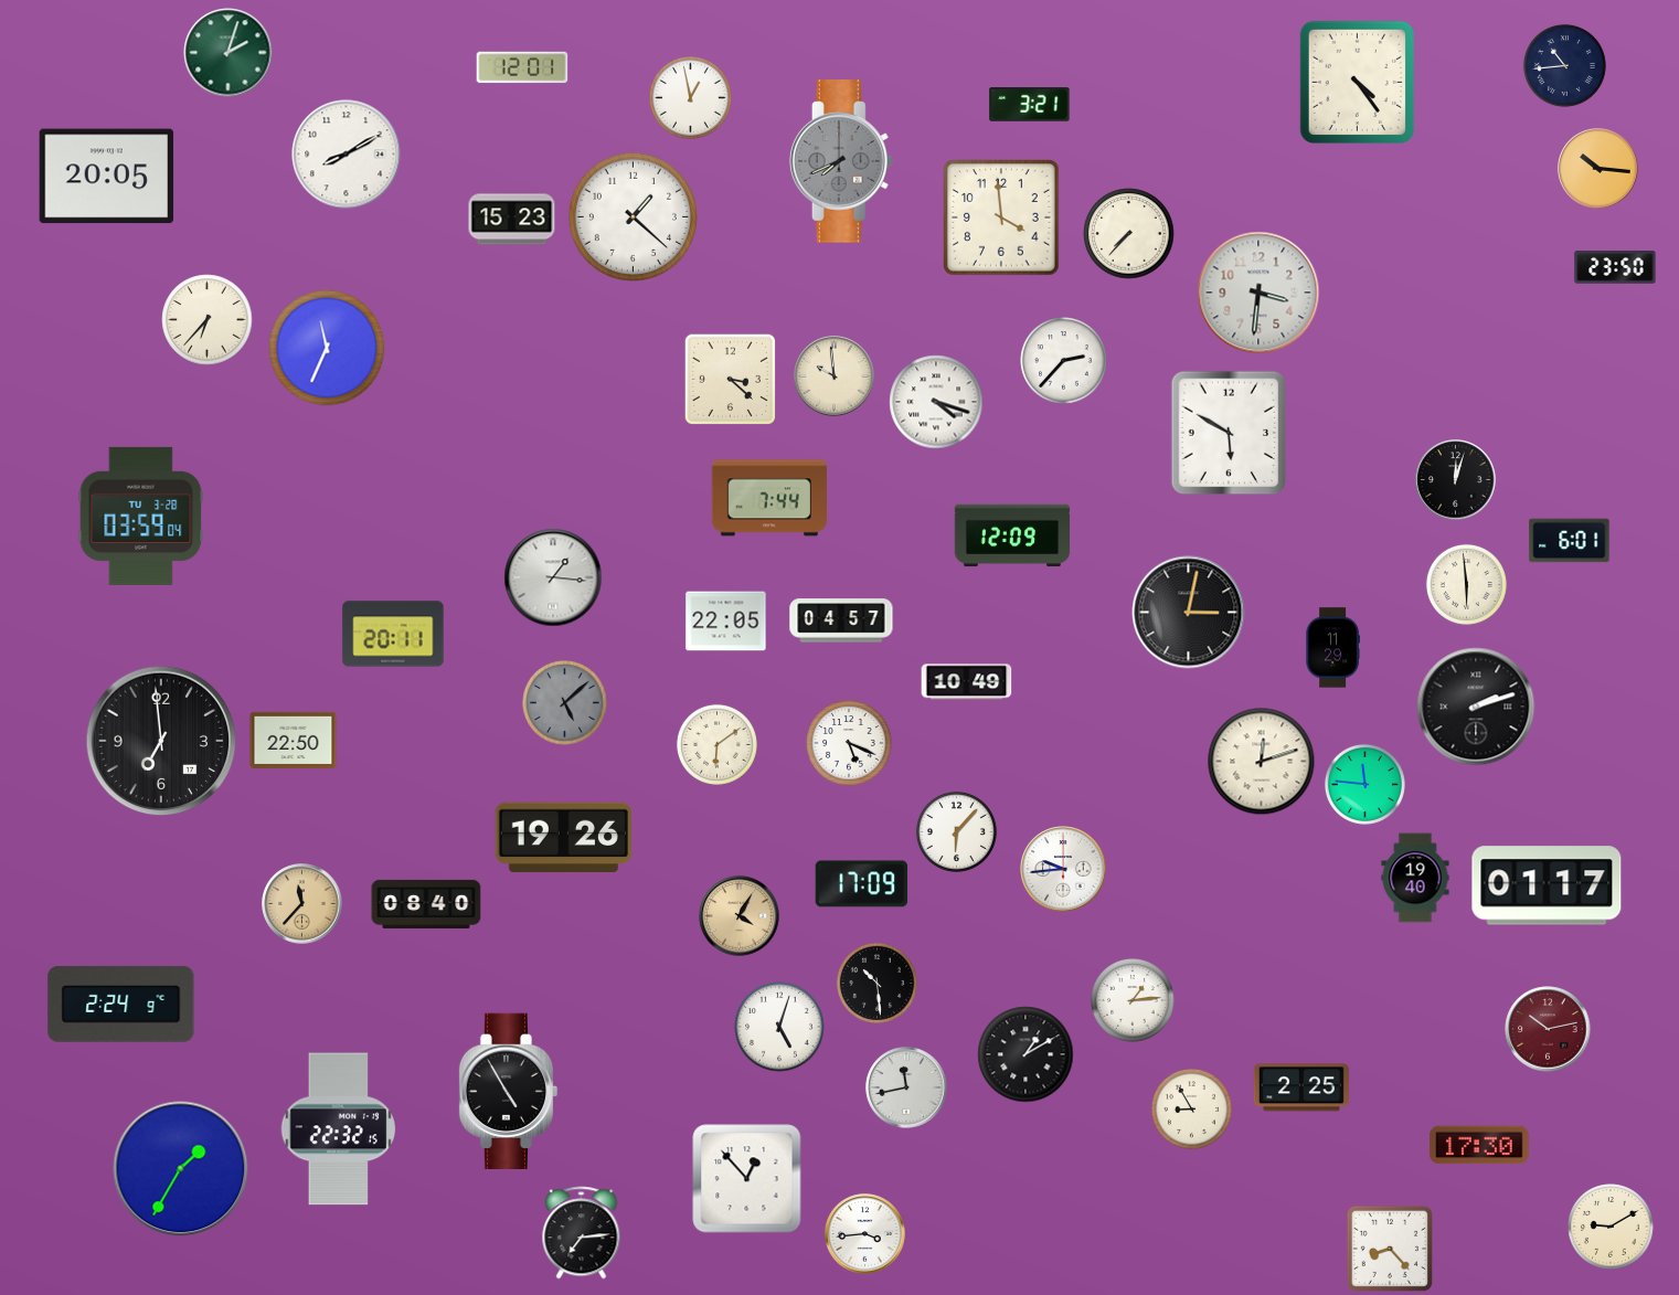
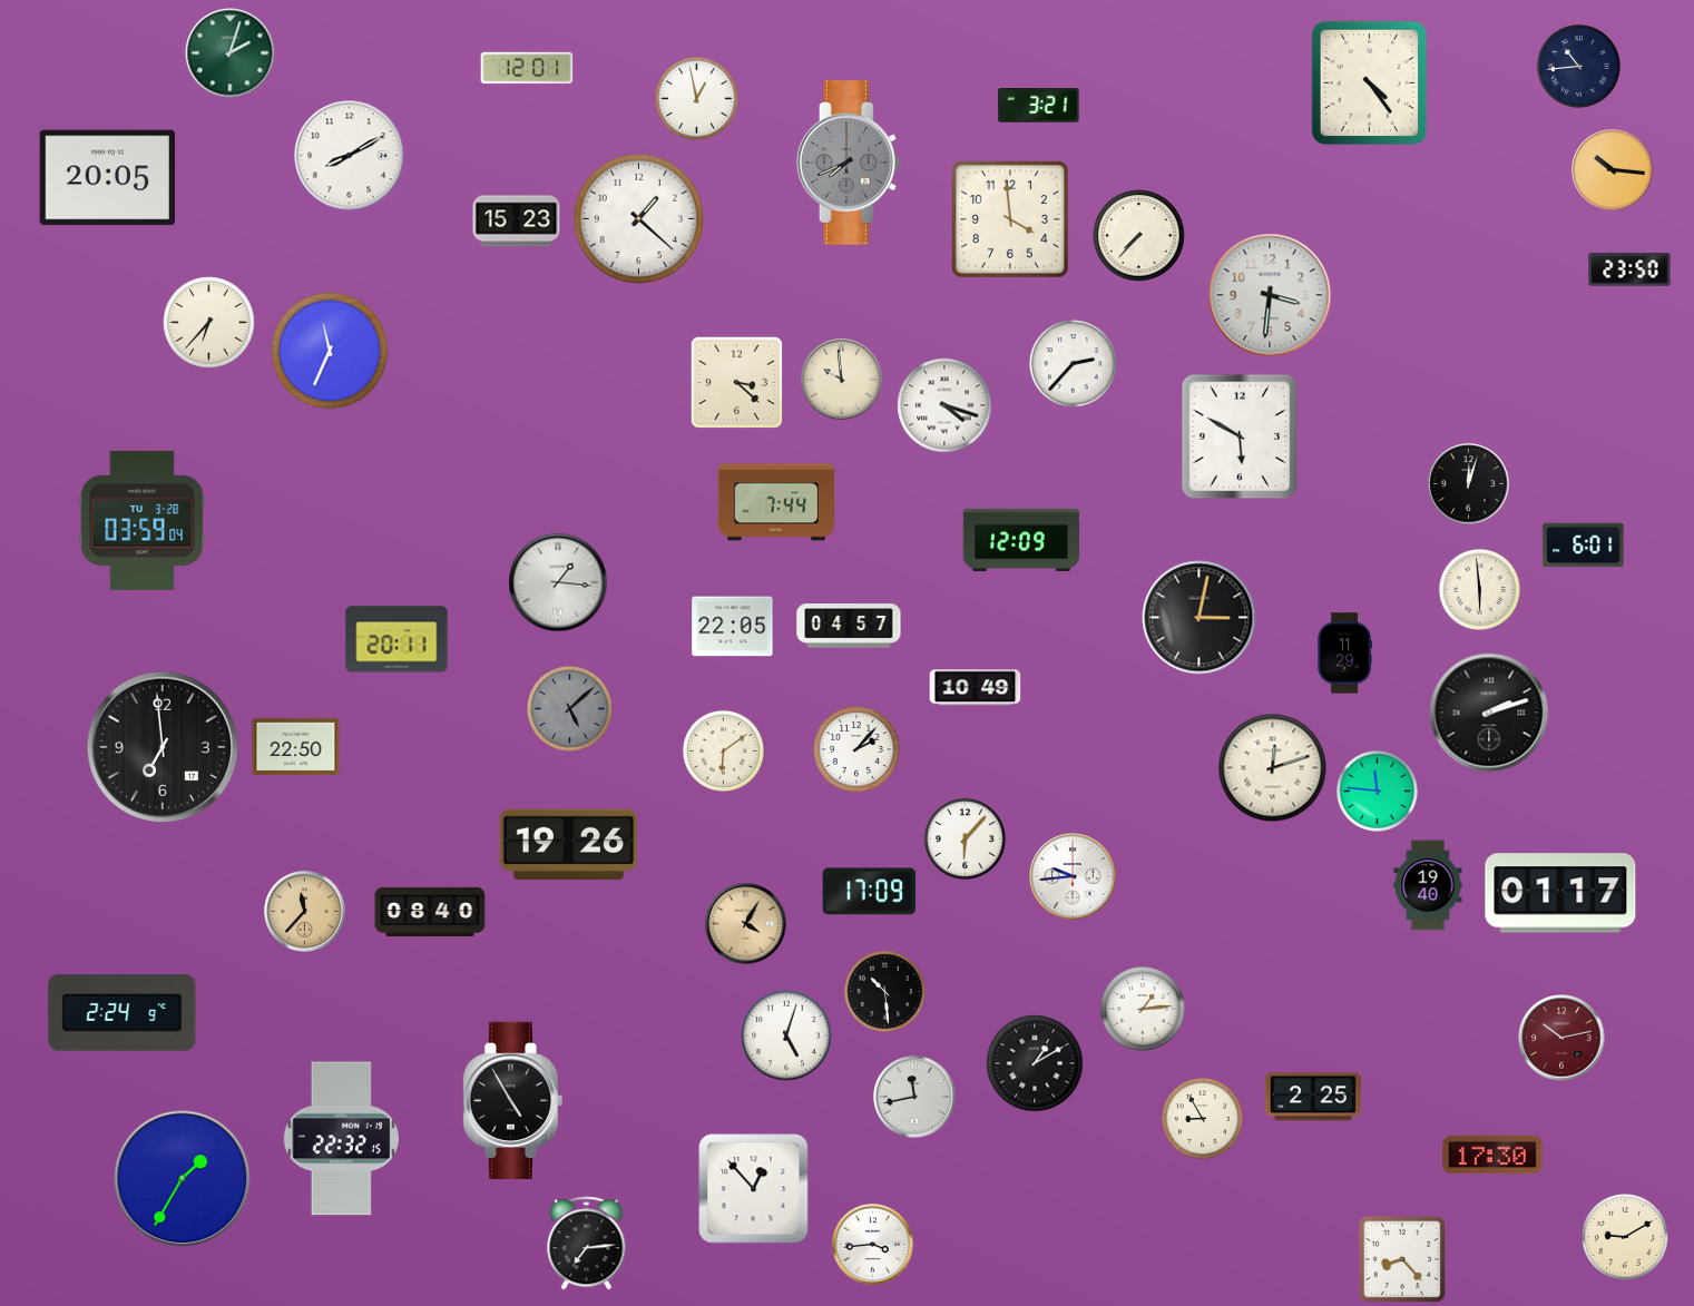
clock at (849, 743): 5:19 -> 2:07
